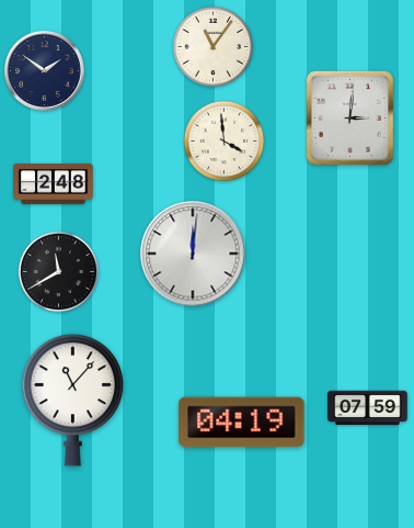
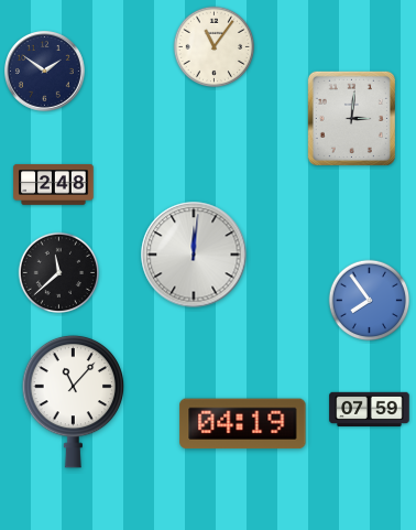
clock at (225, 142): 3:59 -> none
clock at (59, 272): 11:40 -> 11:38
clock at (370, 301): none -> 7:54
